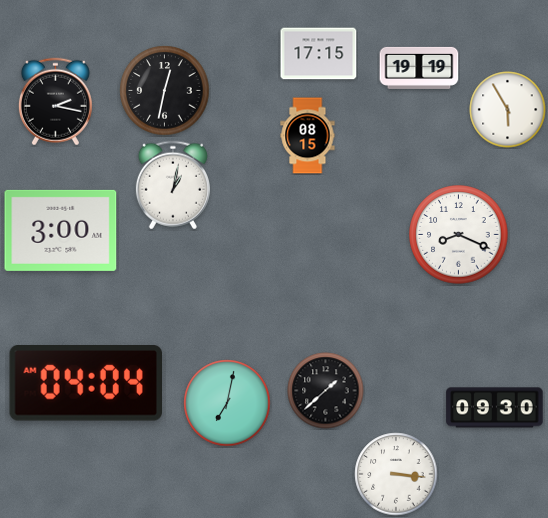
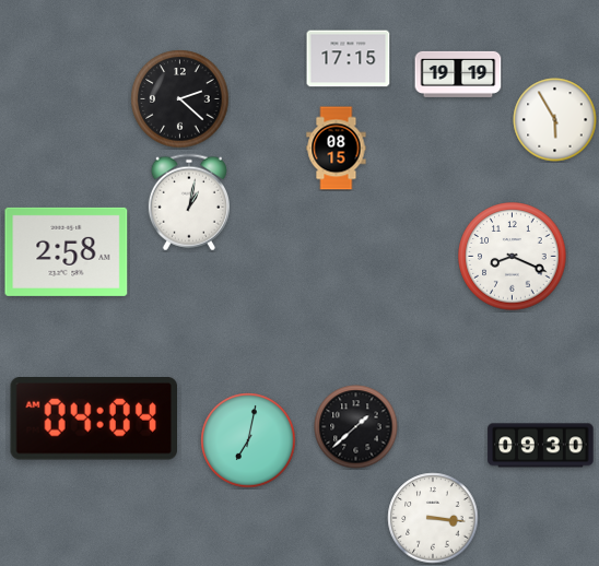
clock at (165, 91): 12:32 -> 2:22
clock at (55, 102): 2:17 -> none
clock at (61, 230): 3:00 -> 2:58
clock at (459, 235) position: (459, 235) -> (513, 257)
